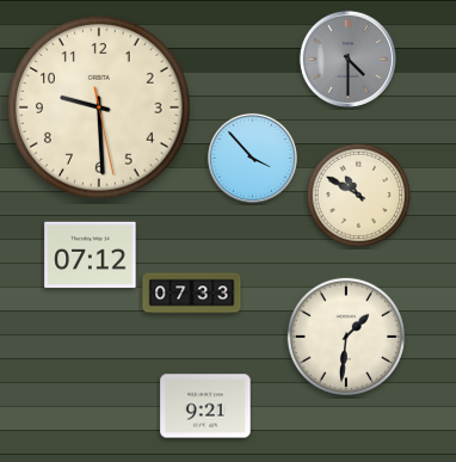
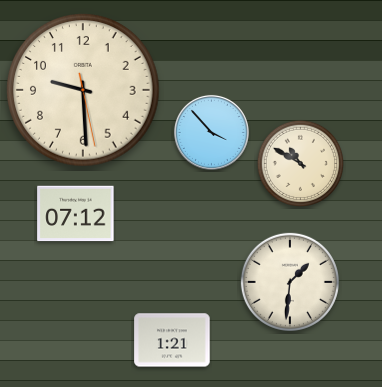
clock at (347, 58): 4:30 -> none
clock at (192, 294): 07:33 -> none
clock at (205, 406): 9:21 -> 1:21
